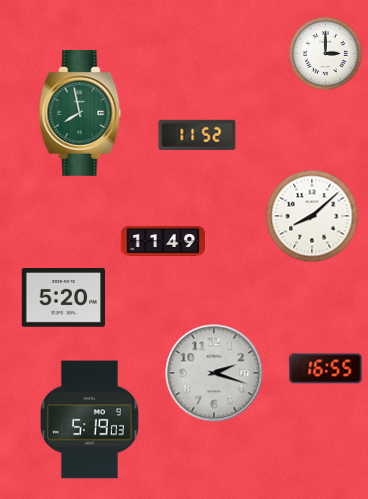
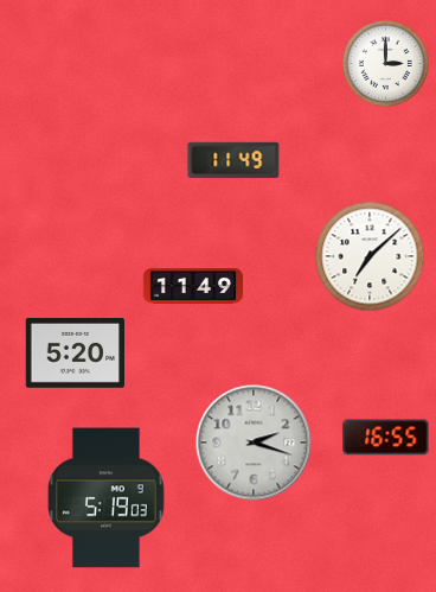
clock at (80, 113): 7:58 -> none
clock at (197, 134): 11:52 -> 11:49
clock at (312, 216): 8:08 -> 7:08
